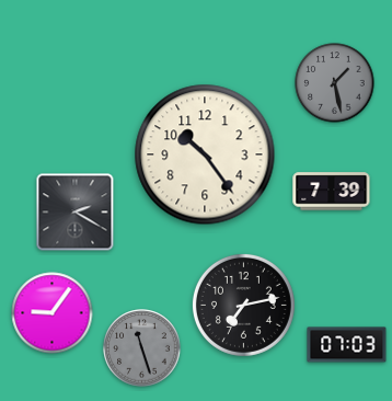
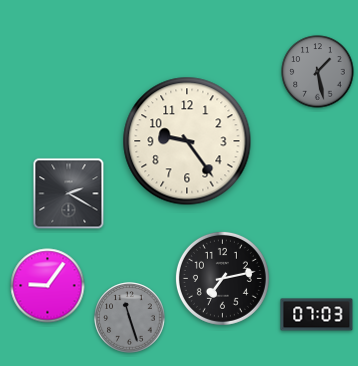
clock at (335, 83) position: (335, 83) -> (318, 72)
clock at (205, 154): 10:24 -> 9:24
clock at (332, 192): 7:39 -> none
